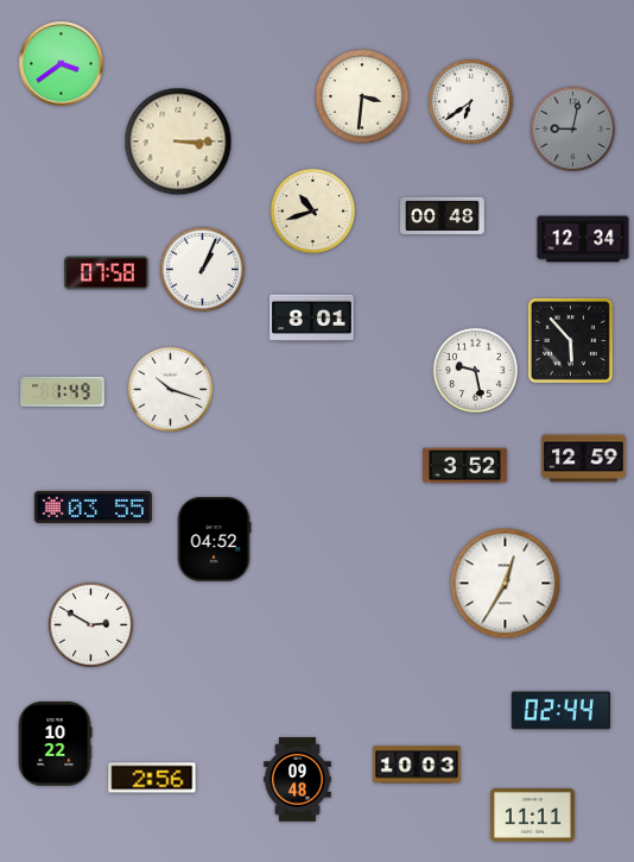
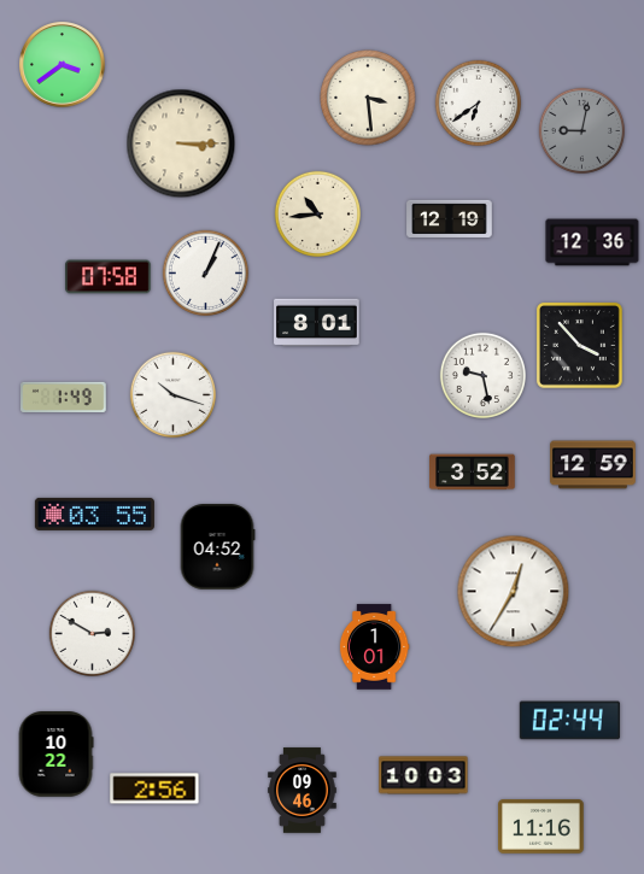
clock at (362, 96): 3:31 -> 3:29
clock at (312, 210): 10:42 -> 10:44
clock at (443, 215): 00:48 -> 12:19
clock at (583, 239): 12:34 -> 12:36
clock at (570, 340): 5:53 -> 3:53
clock at (374, 647): none -> 1:01
clock at (298, 780): 09:48 -> 09:46
clock at (533, 816): 11:11 -> 11:16
